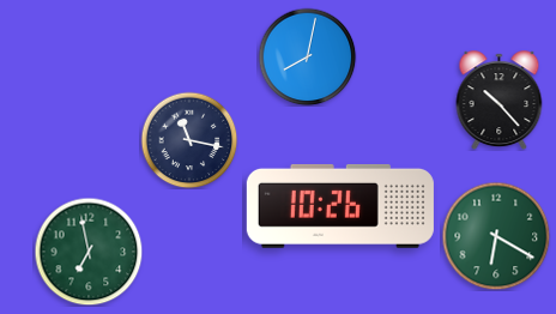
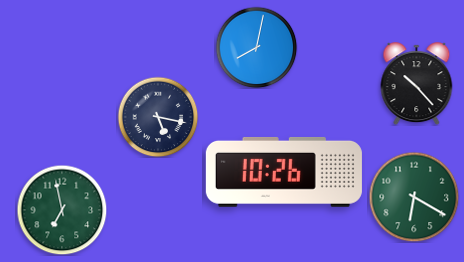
clock at (189, 140): 11:17 -> 5:17
clock at (89, 252) position: (89, 252) -> (62, 210)
